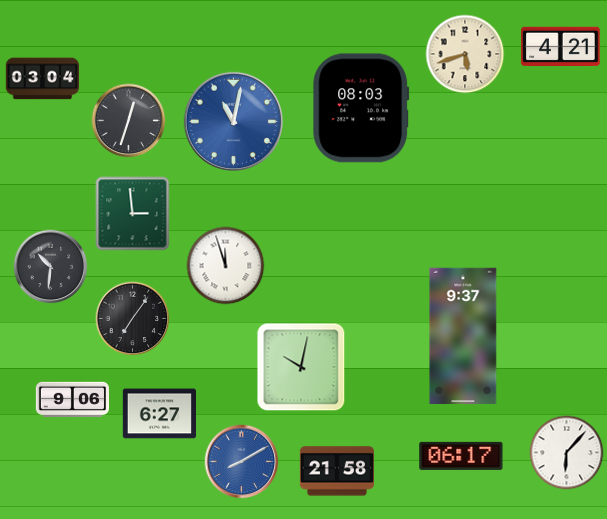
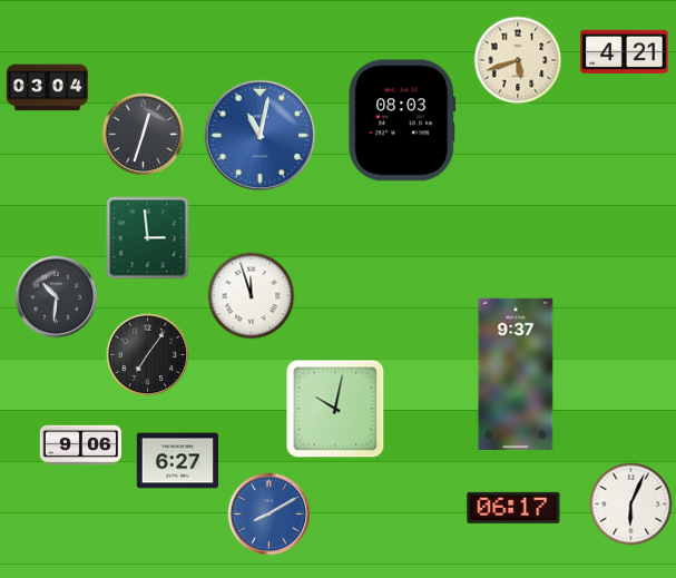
clock at (567, 453): 6:07 -> 6:04
clock at (337, 471): 21:58 -> none
